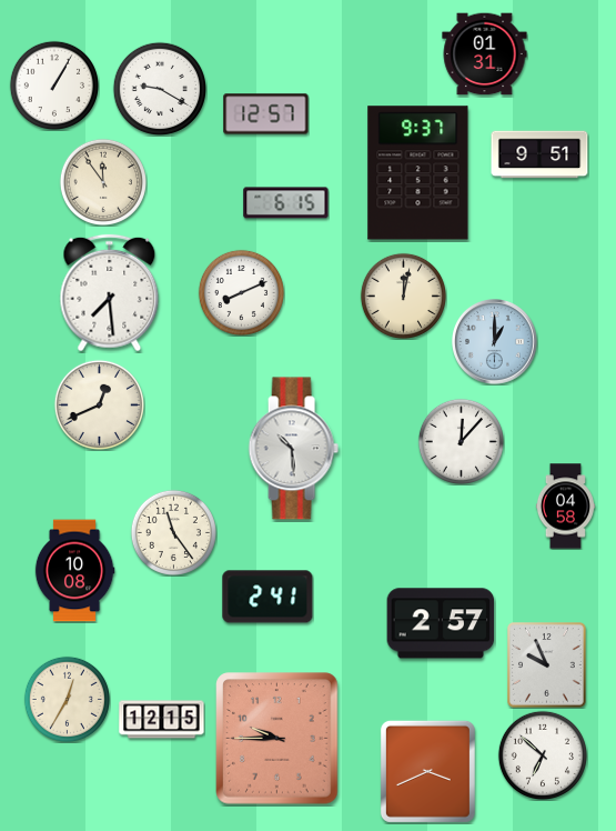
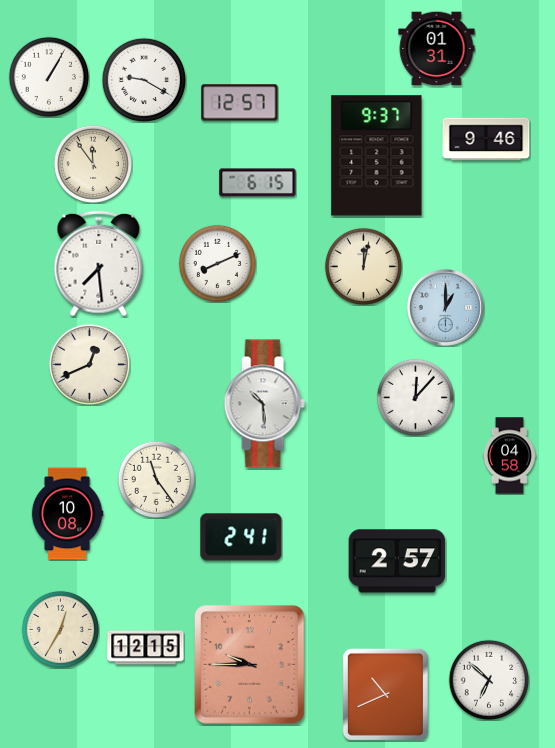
clock at (539, 154): 9:51 -> 9:46
clock at (547, 665): 9:56 -> none
clock at (427, 771): 3:41 -> 10:41
